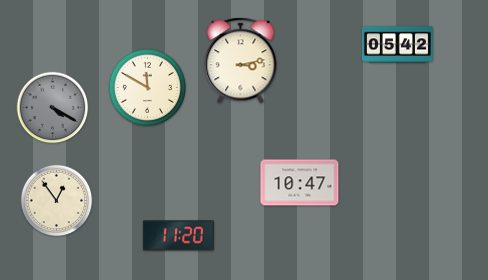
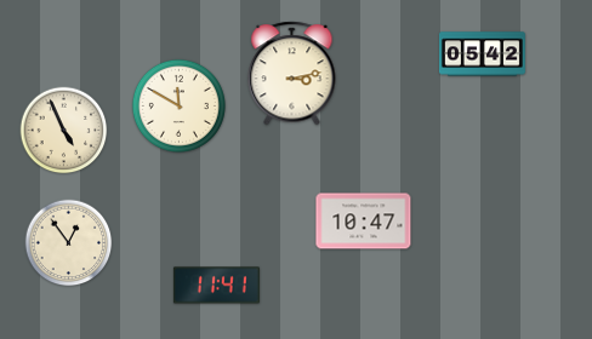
clock at (53, 108): 4:20 -> 4:56
clock at (53, 108) dial: grey -> cream
clock at (178, 236): 11:20 -> 11:41
